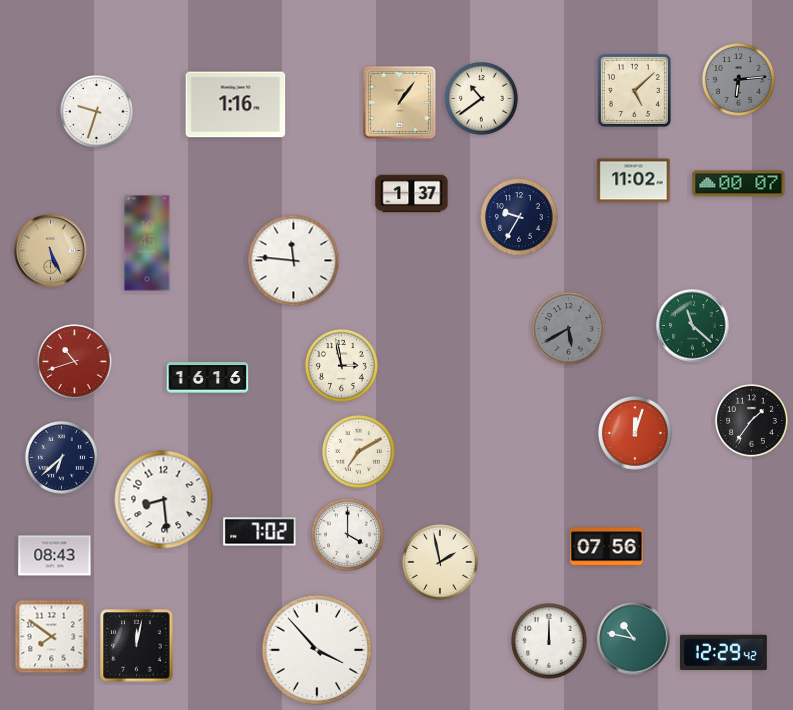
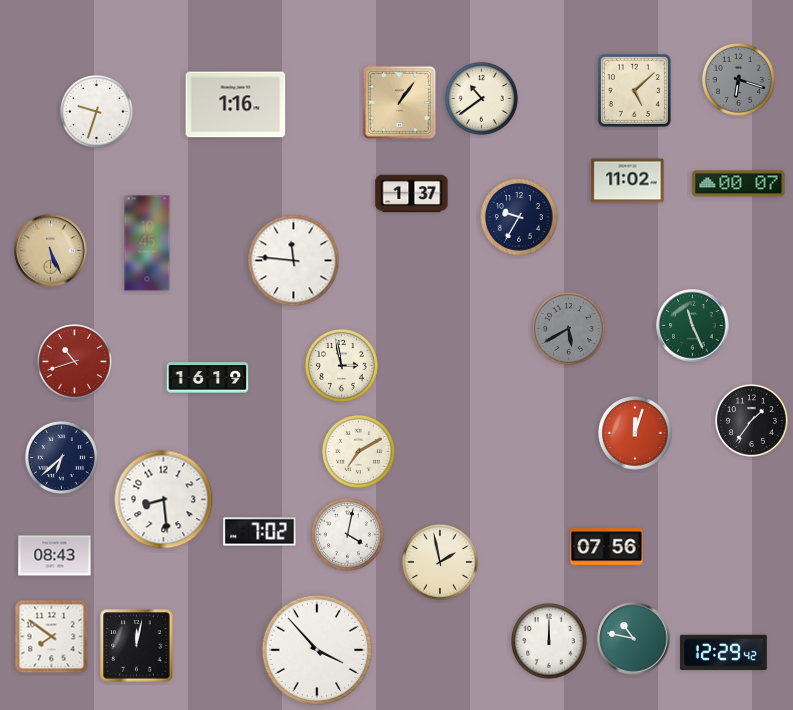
clock at (738, 79): 6:14 -> 6:18
clock at (634, 181) position: (634, 181) -> (628, 181)
clock at (693, 326): 11:22 -> 11:26
clock at (208, 378): 16:16 -> 16:19
clock at (347, 534): 4:00 -> 4:02
